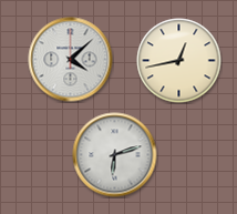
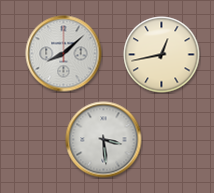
clock at (71, 60): 4:08 -> 8:08
clock at (115, 155): 6:12 -> 3:29
